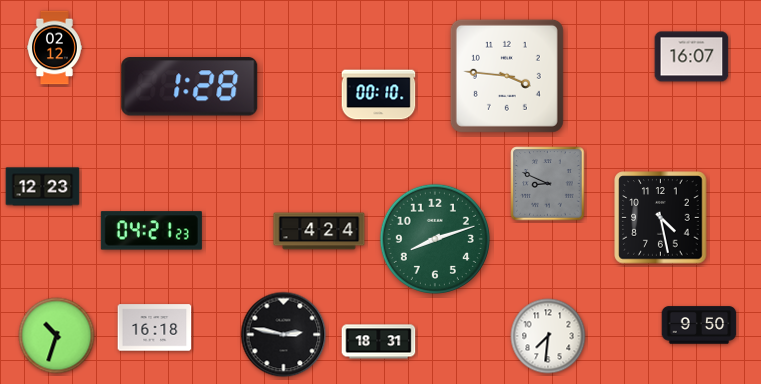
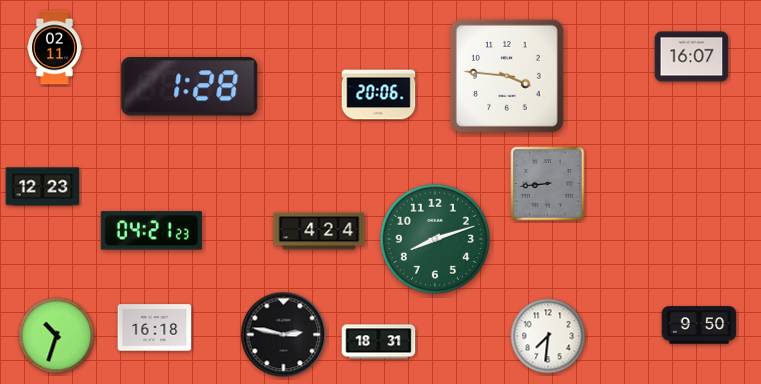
clock at (55, 48): 02:12 -> 02:11
clock at (379, 95): 00:10 -> 20:06
clock at (548, 184): 8:49 -> 8:44
clock at (661, 218): 4:28 -> none
